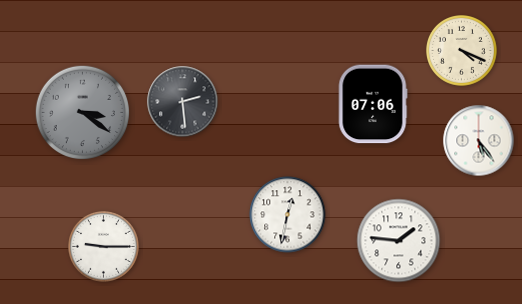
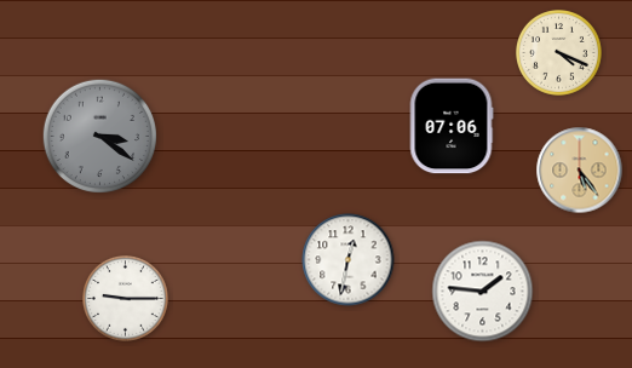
clock at (462, 51) position: (462, 51) -> (559, 53)
clock at (183, 102): 2:29 -> none
clock at (479, 141) dial: white -> champagne
